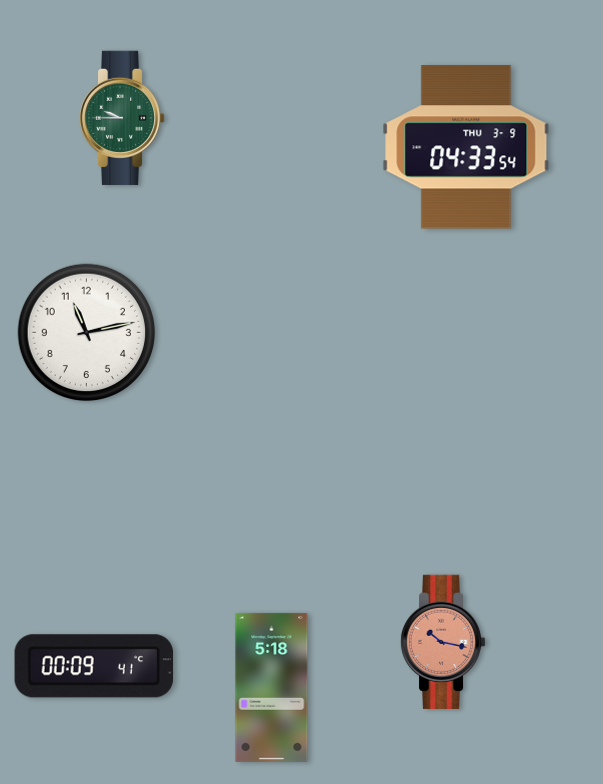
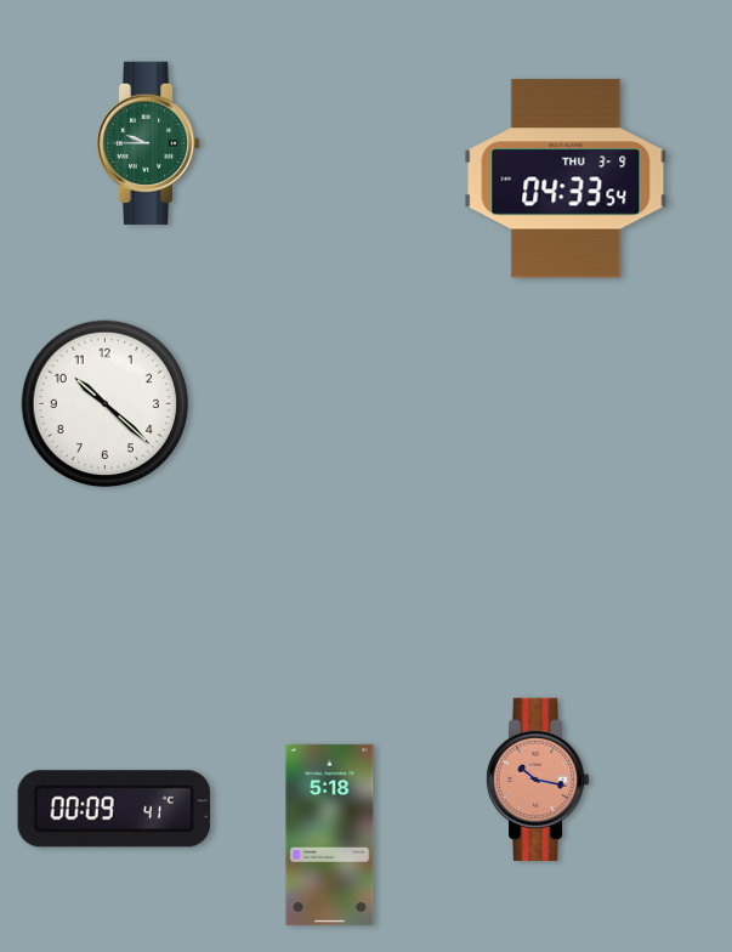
clock at (87, 333): 11:13 -> 10:22
